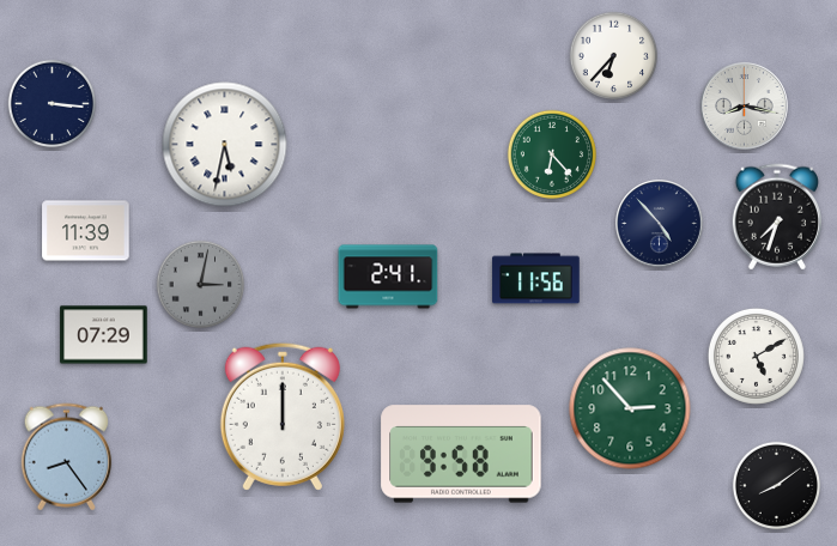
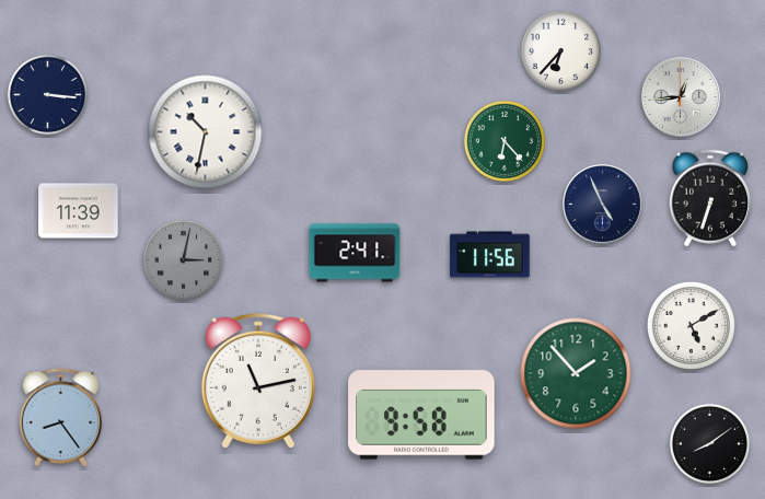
clock at (745, 107): 8:17 -> 12:44
clock at (225, 145): 5:32 -> 10:32
clock at (777, 217): 7:33 -> 6:33
clock at (660, 224): 4:53 -> 4:56
clock at (104, 335): 07:29 -> none
clock at (630, 408): 2:53 -> 1:53
clock at (283, 417): 12:00 -> 11:13
